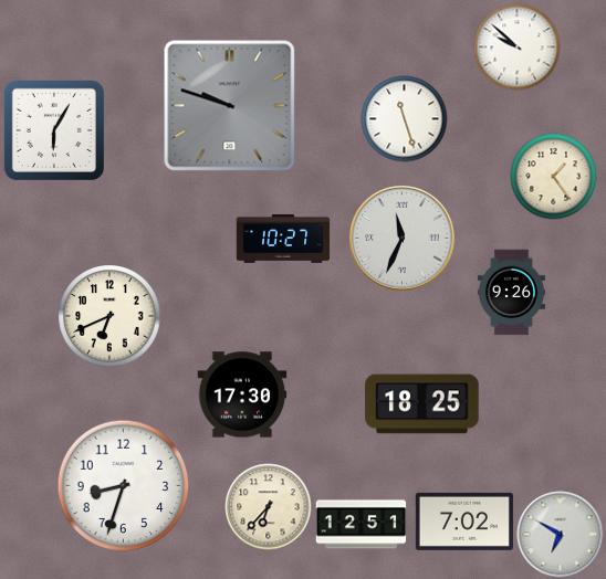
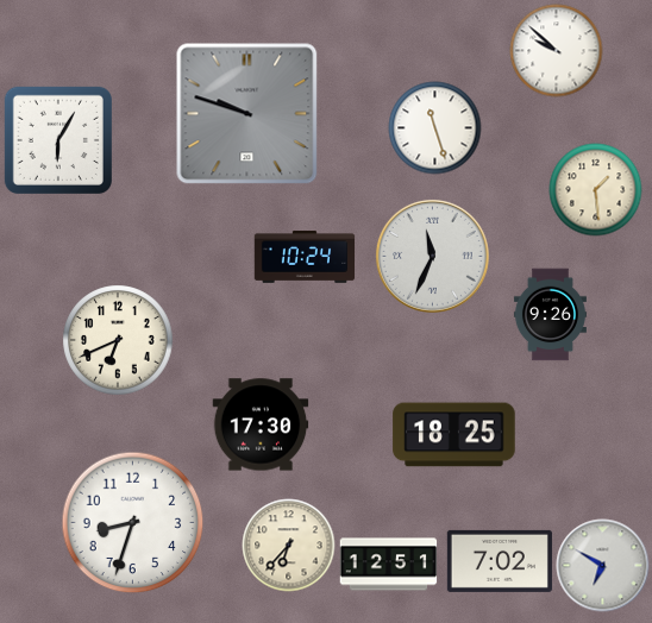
clock at (553, 176): 1:24 -> 1:29
clock at (283, 239): 10:27 -> 10:24
clock at (560, 534) position: (560, 534) -> (602, 565)
